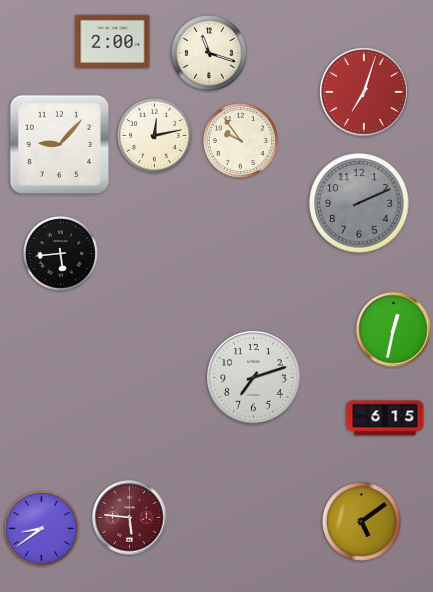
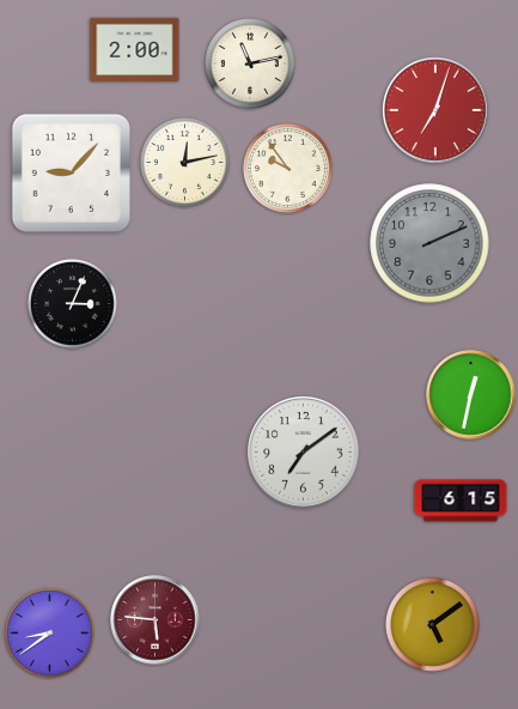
clock at (209, 53): 11:18 -> 11:13
clock at (60, 253): 5:44 -> 3:04
clock at (254, 378): 7:12 -> 7:09
